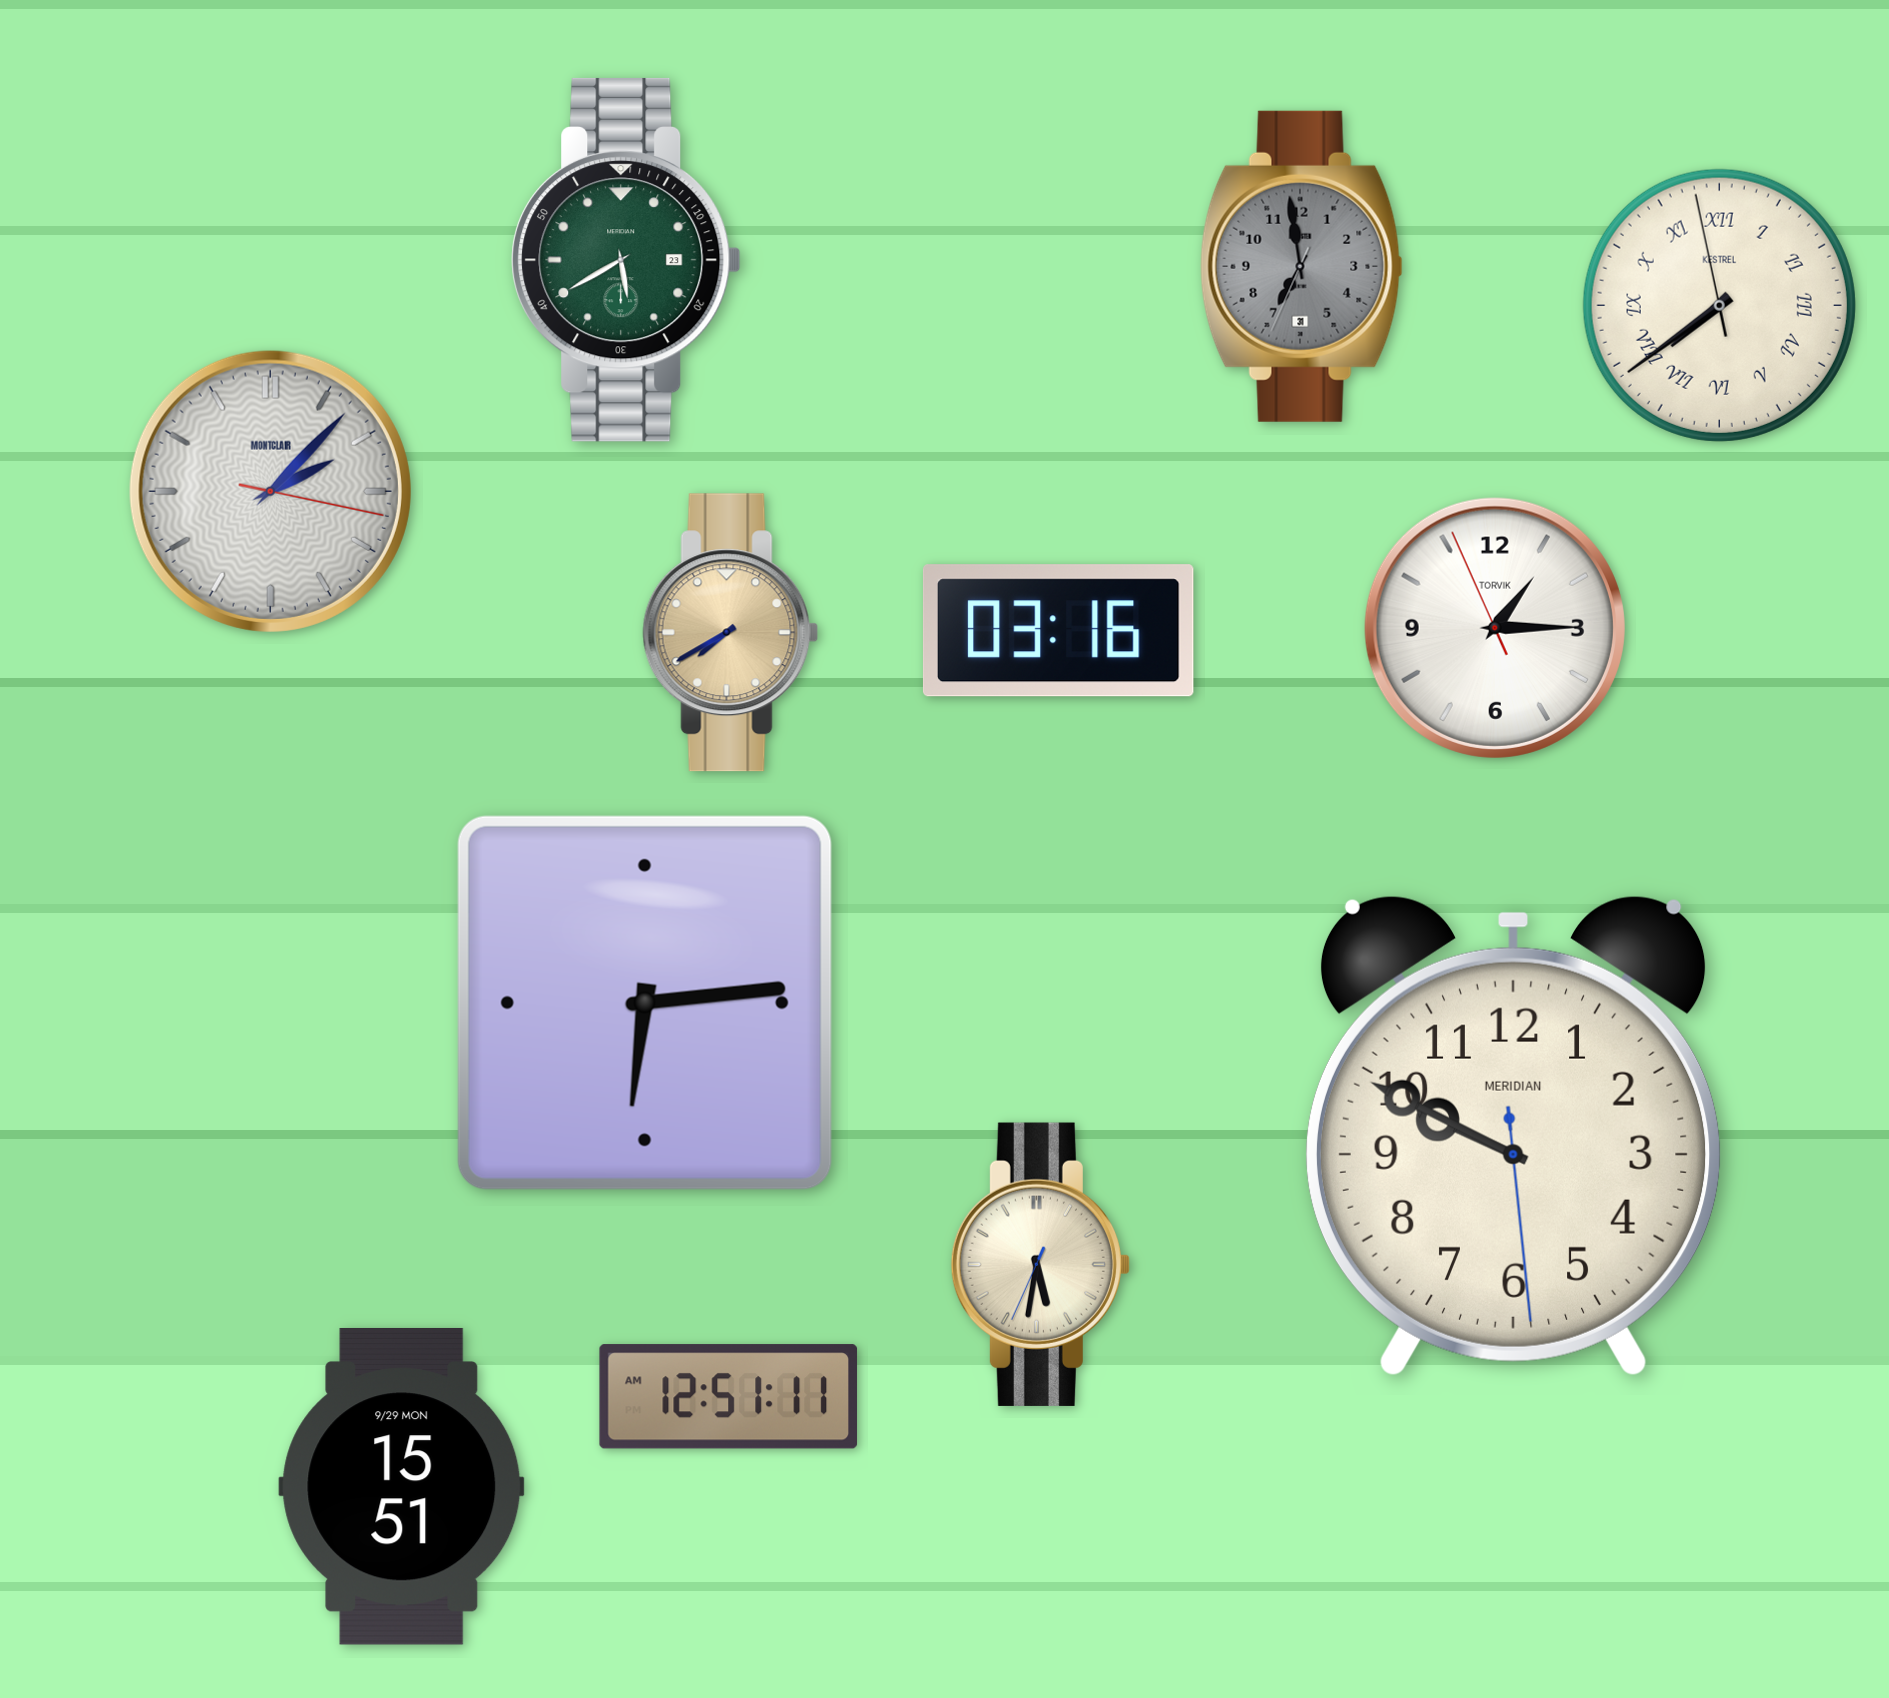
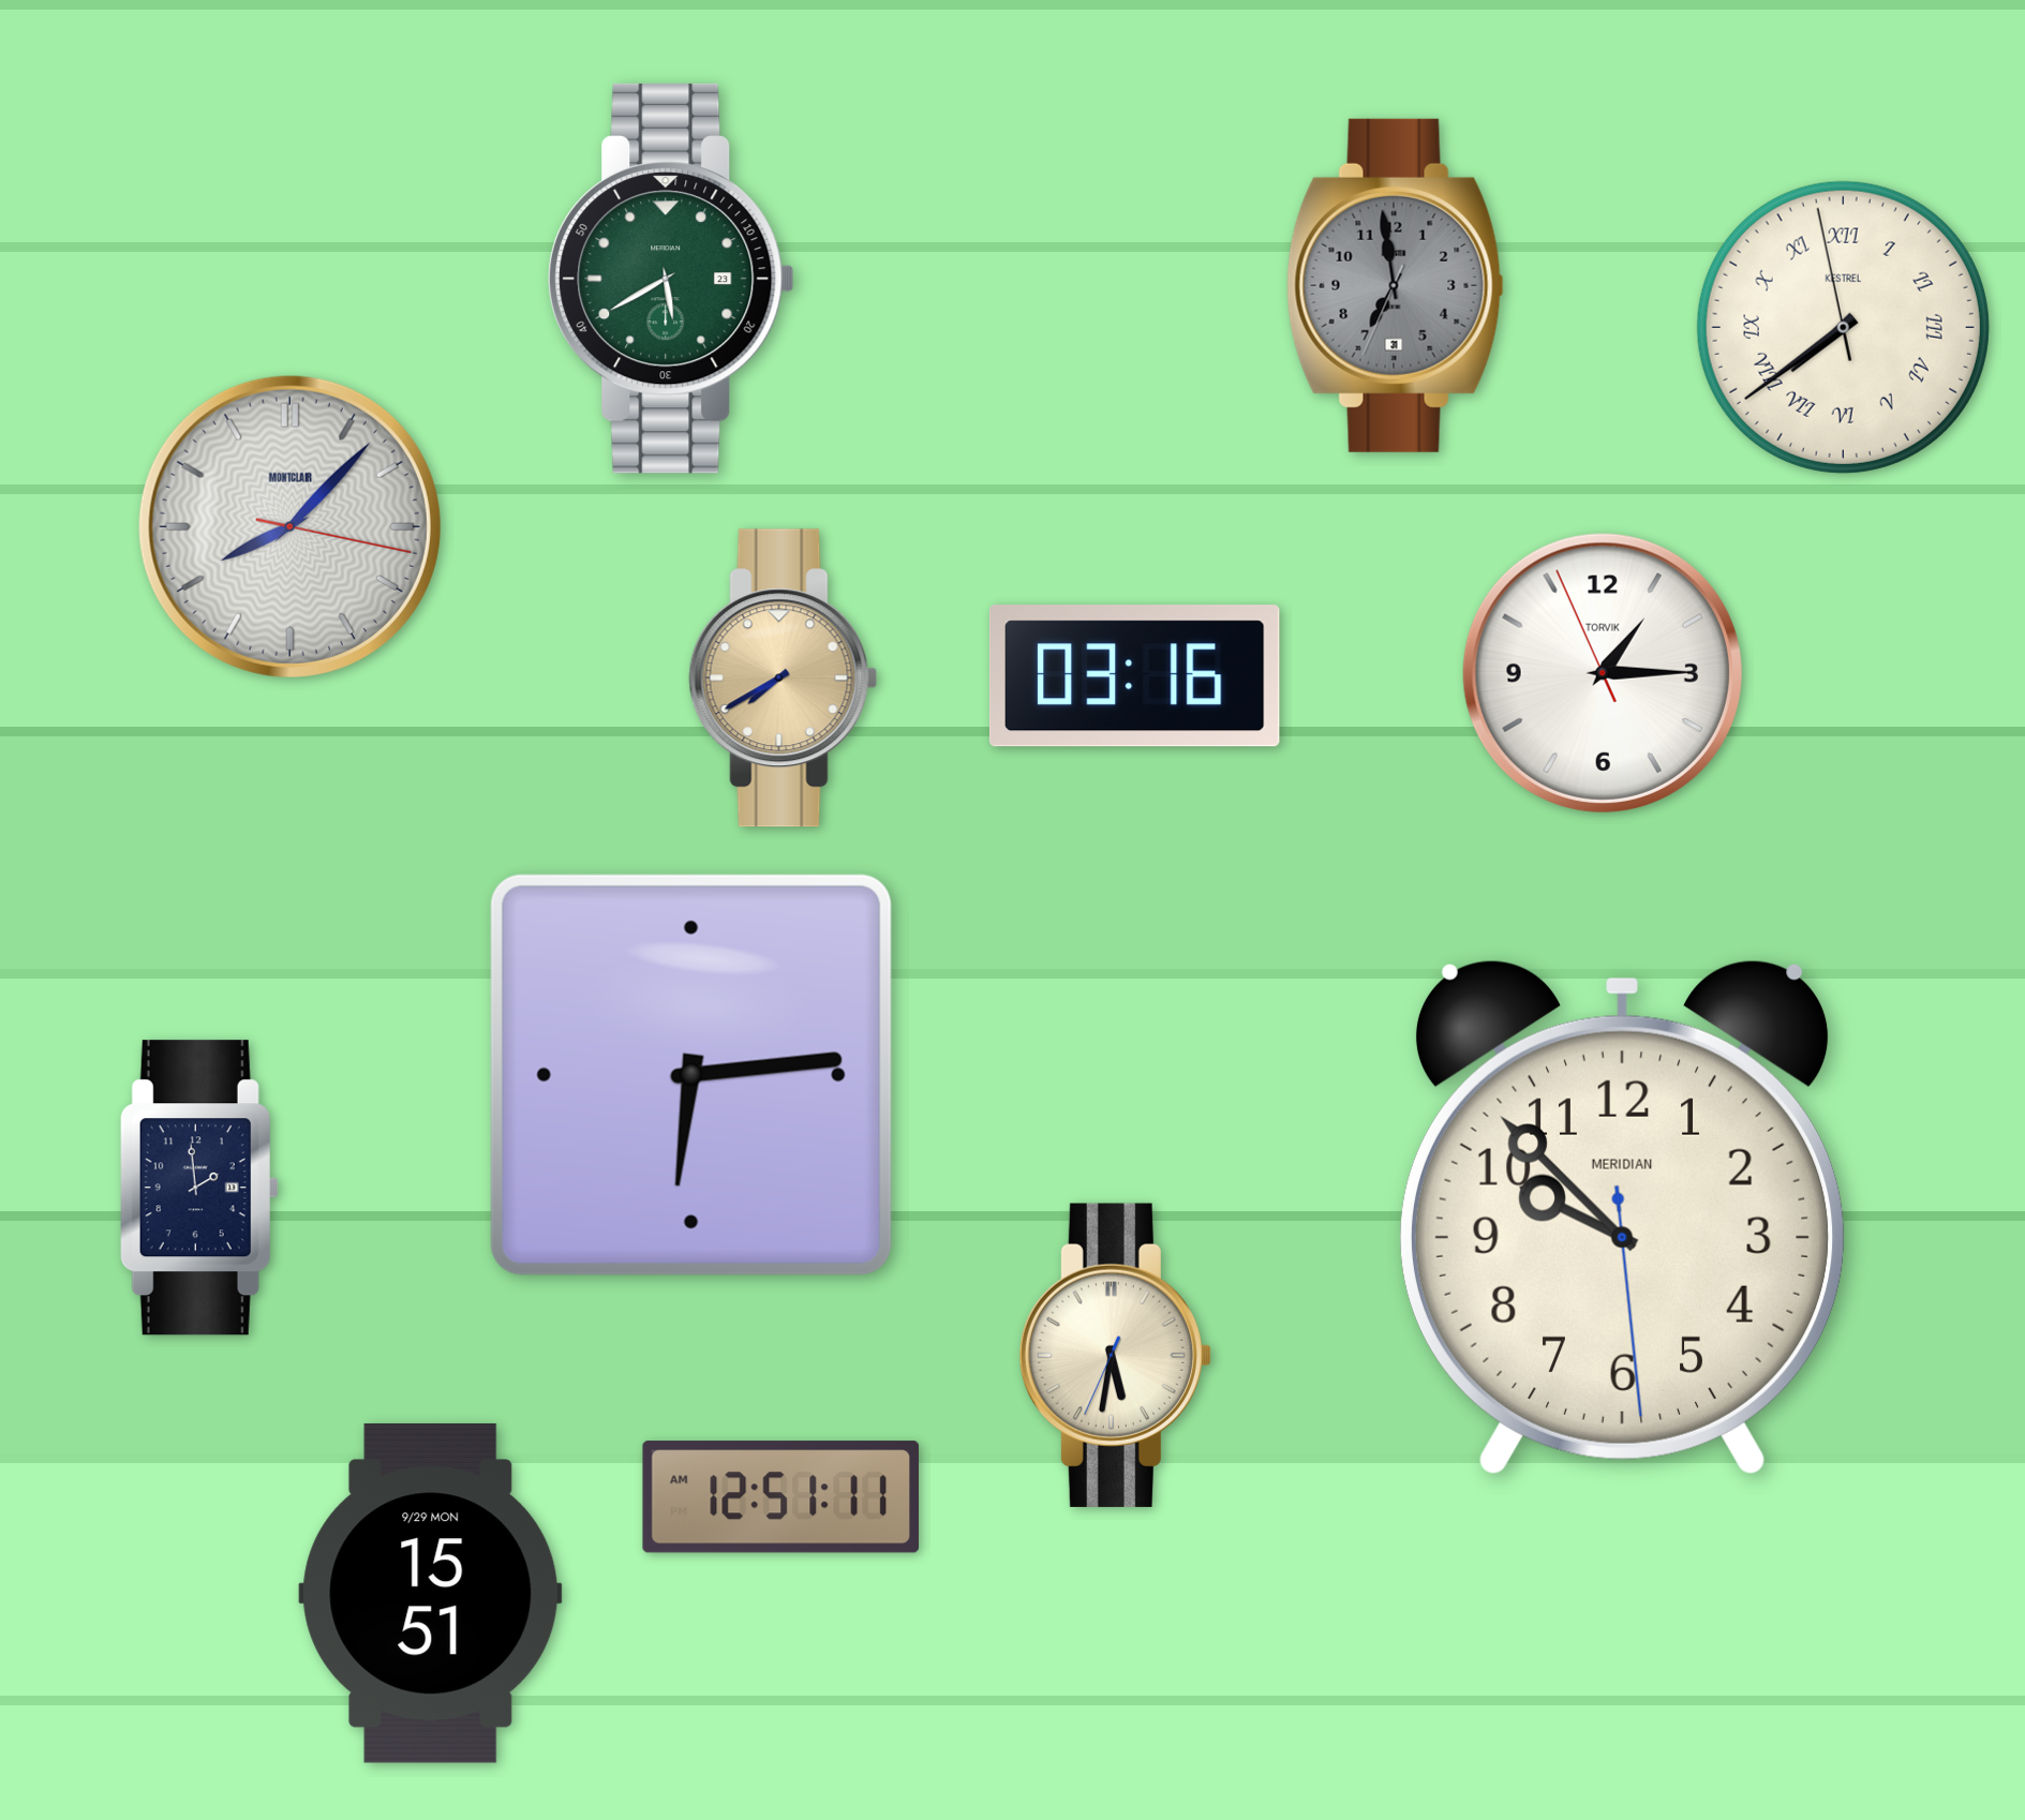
clock at (270, 491): 2:07 -> 8:07
clock at (199, 1188): none -> 1:59
clock at (1513, 1135): 9:49 -> 9:52
